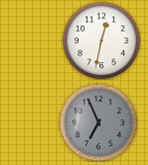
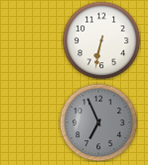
clock at (101, 40): 12:32 -> 6:32
